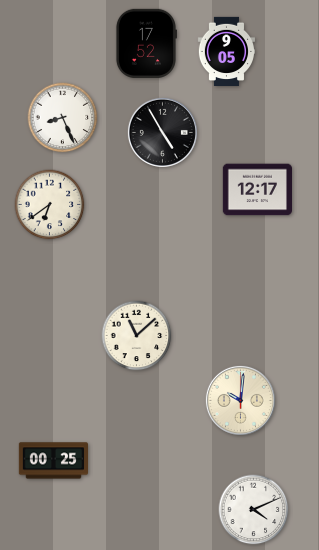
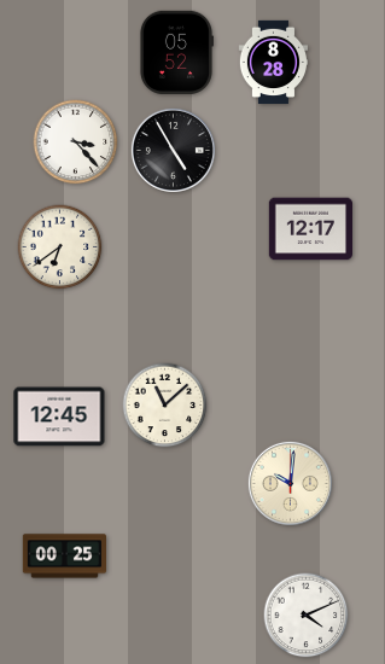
clock at (146, 43): 17:52 -> 05:52
clock at (226, 52): 9:05 -> 8:28
clock at (63, 118): 8:26 -> 3:23
clock at (162, 132) position: (162, 132) -> (173, 150)
clock at (59, 417): none -> 12:45
